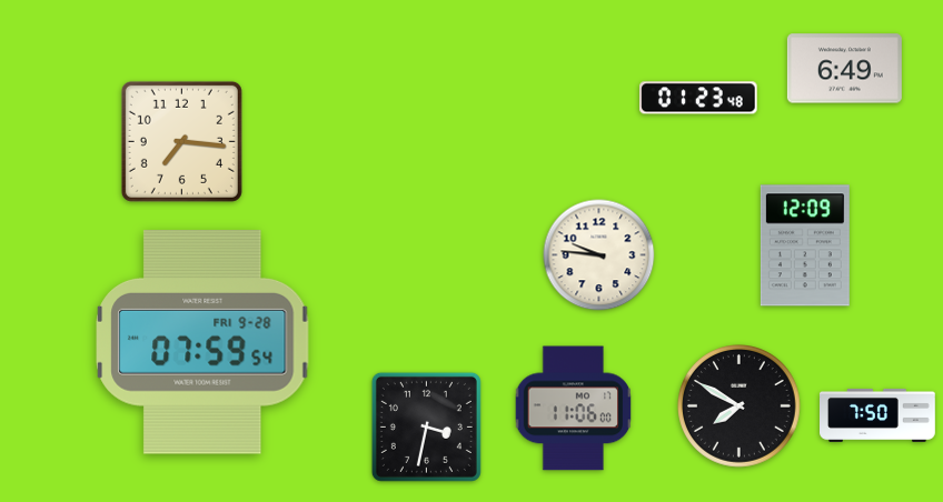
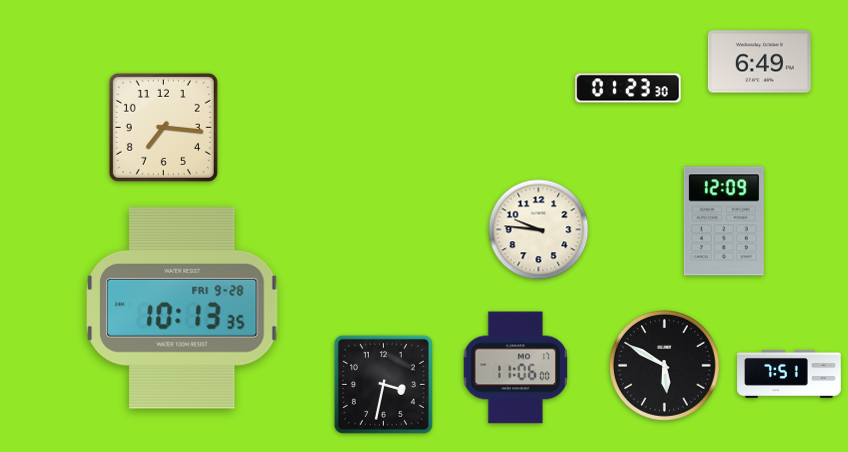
clock at (698, 98): 01:23:48 -> 01:23:30
clock at (202, 343): 07:59 -> 10:13
clock at (739, 406): 7:50 -> 5:50
clock at (879, 415): 7:50 -> 7:51
